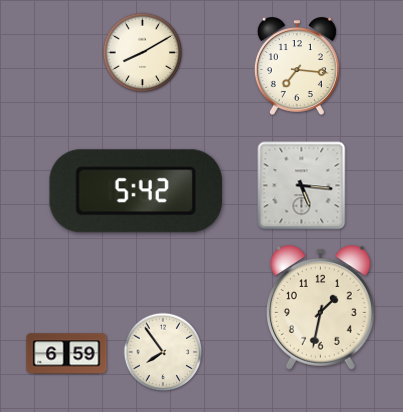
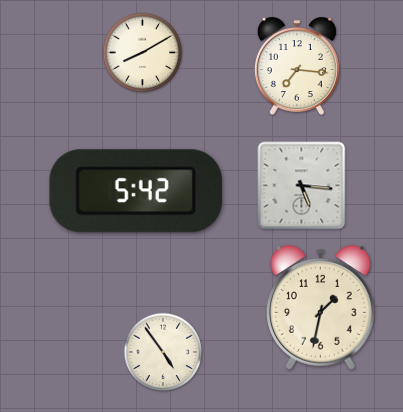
clock at (163, 352): 7:54 -> 4:54
clock at (67, 354): 6:59 -> none
